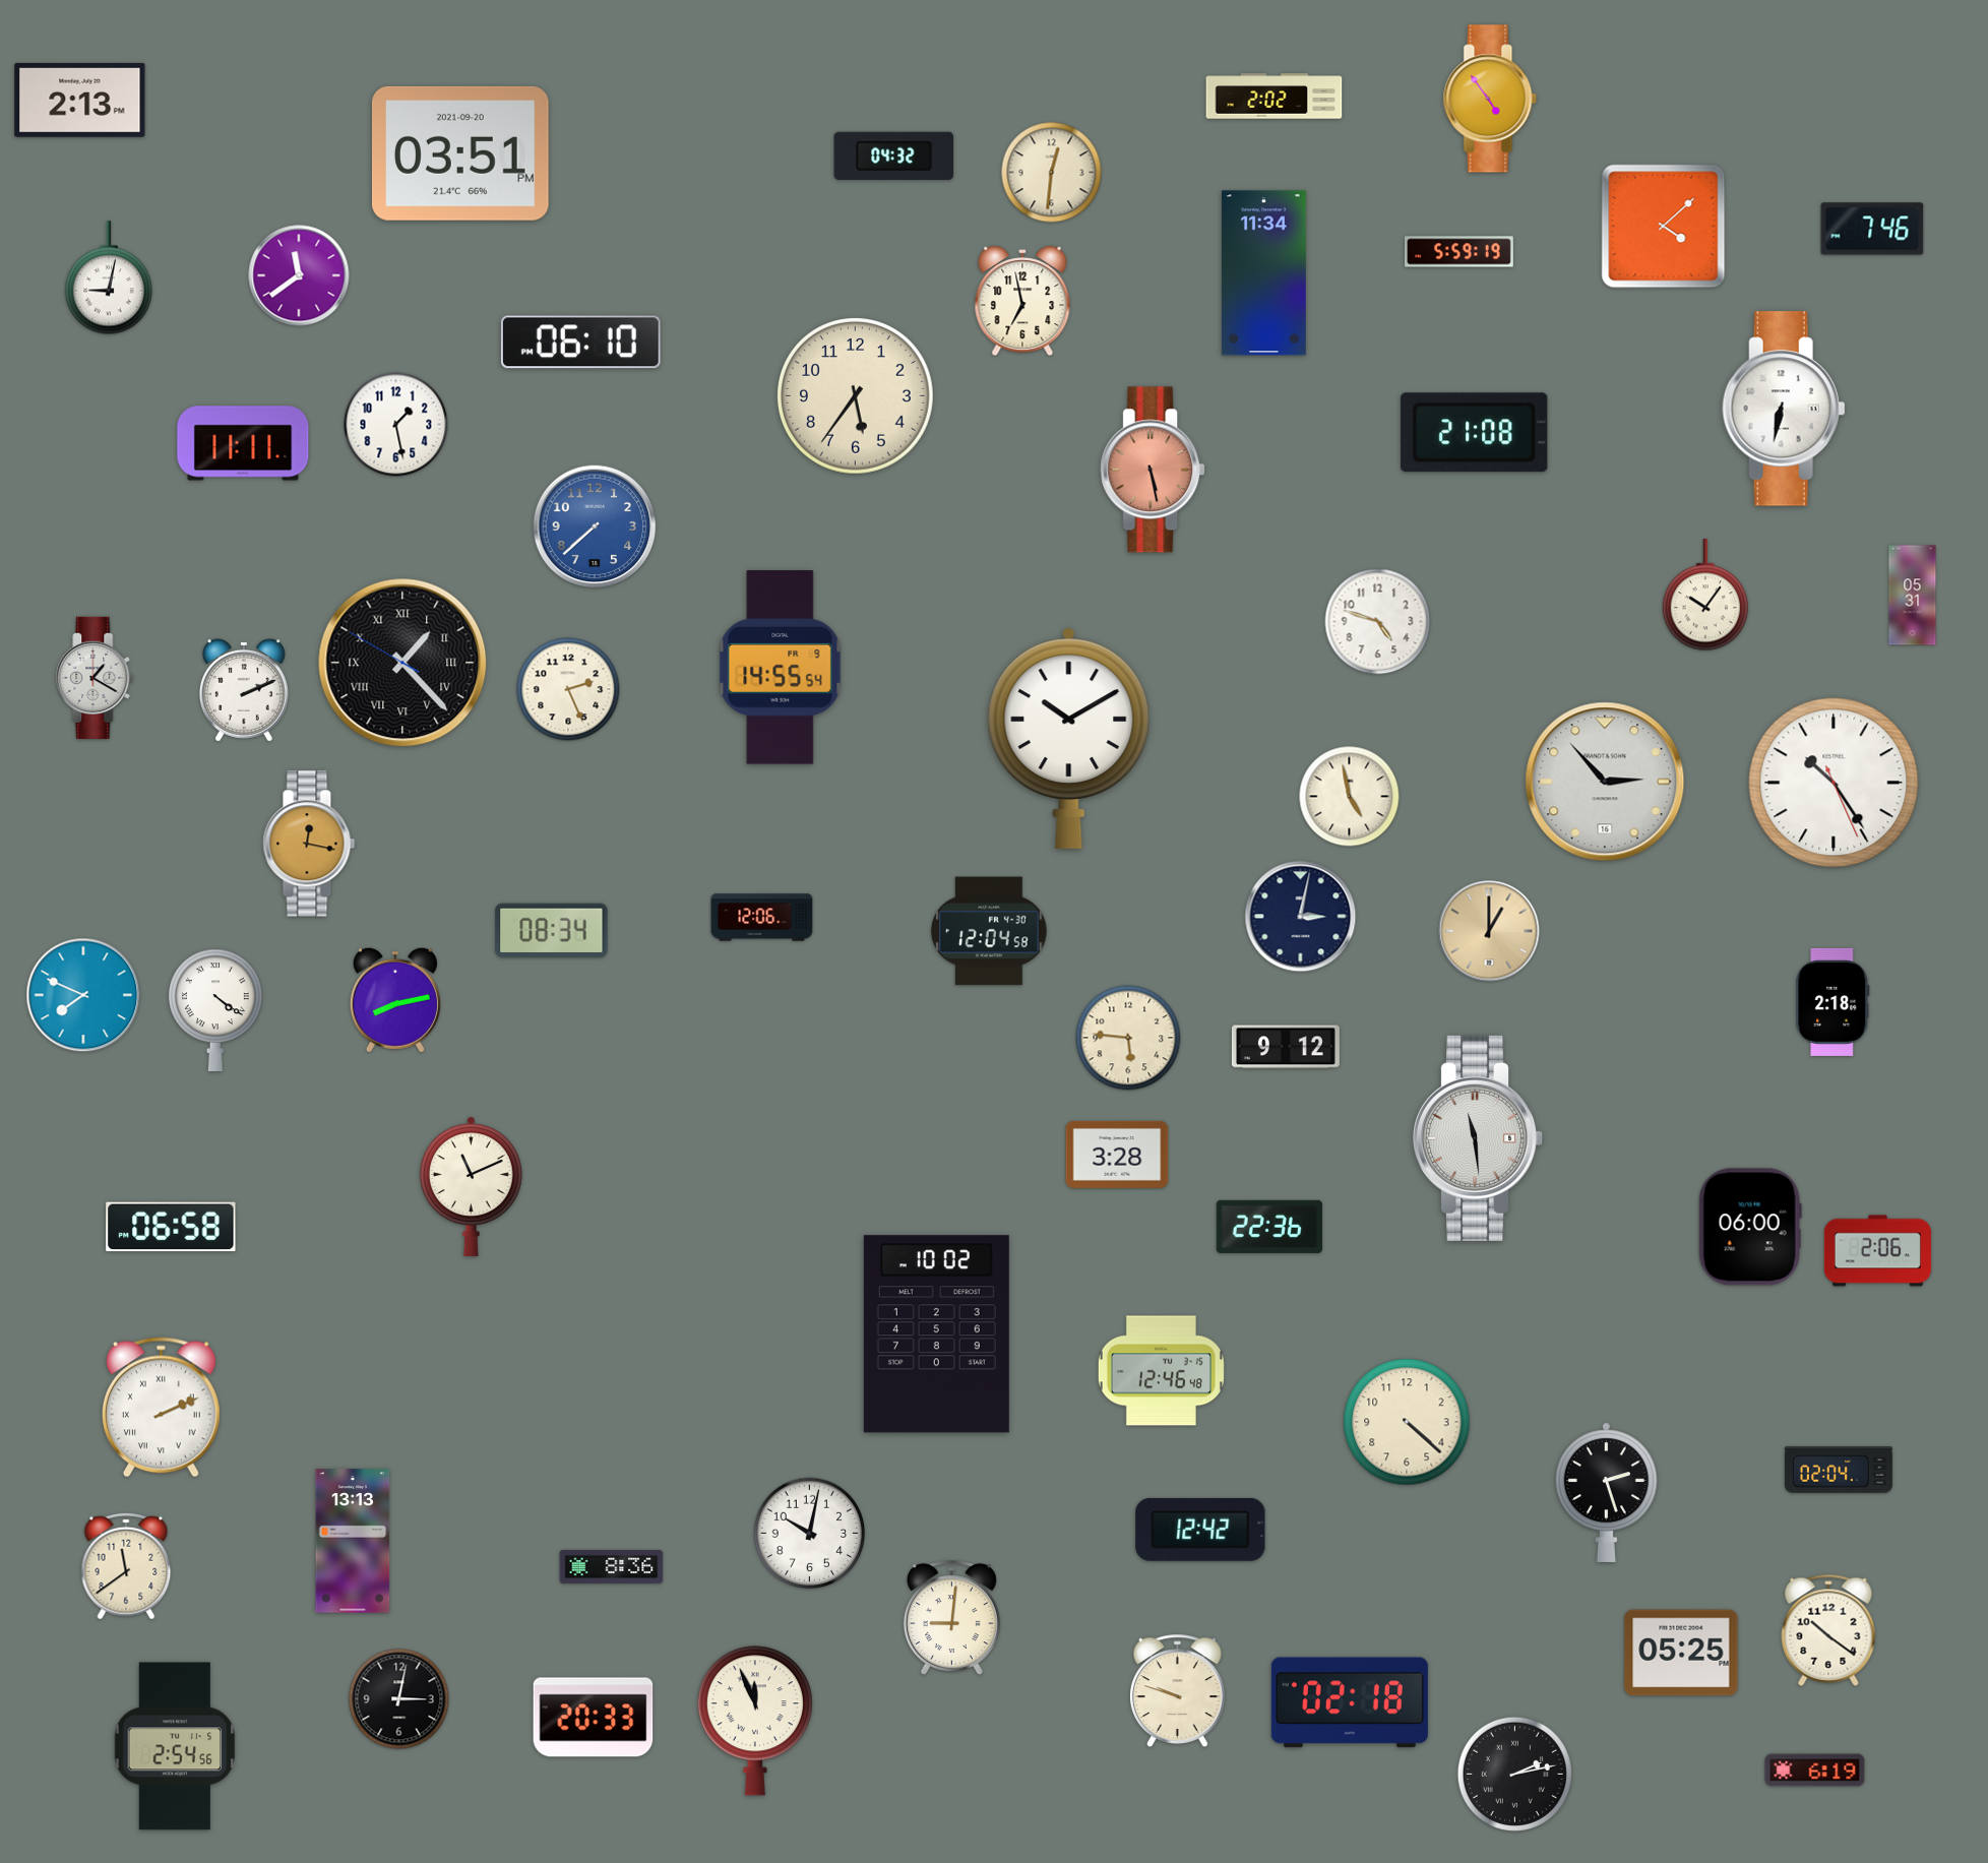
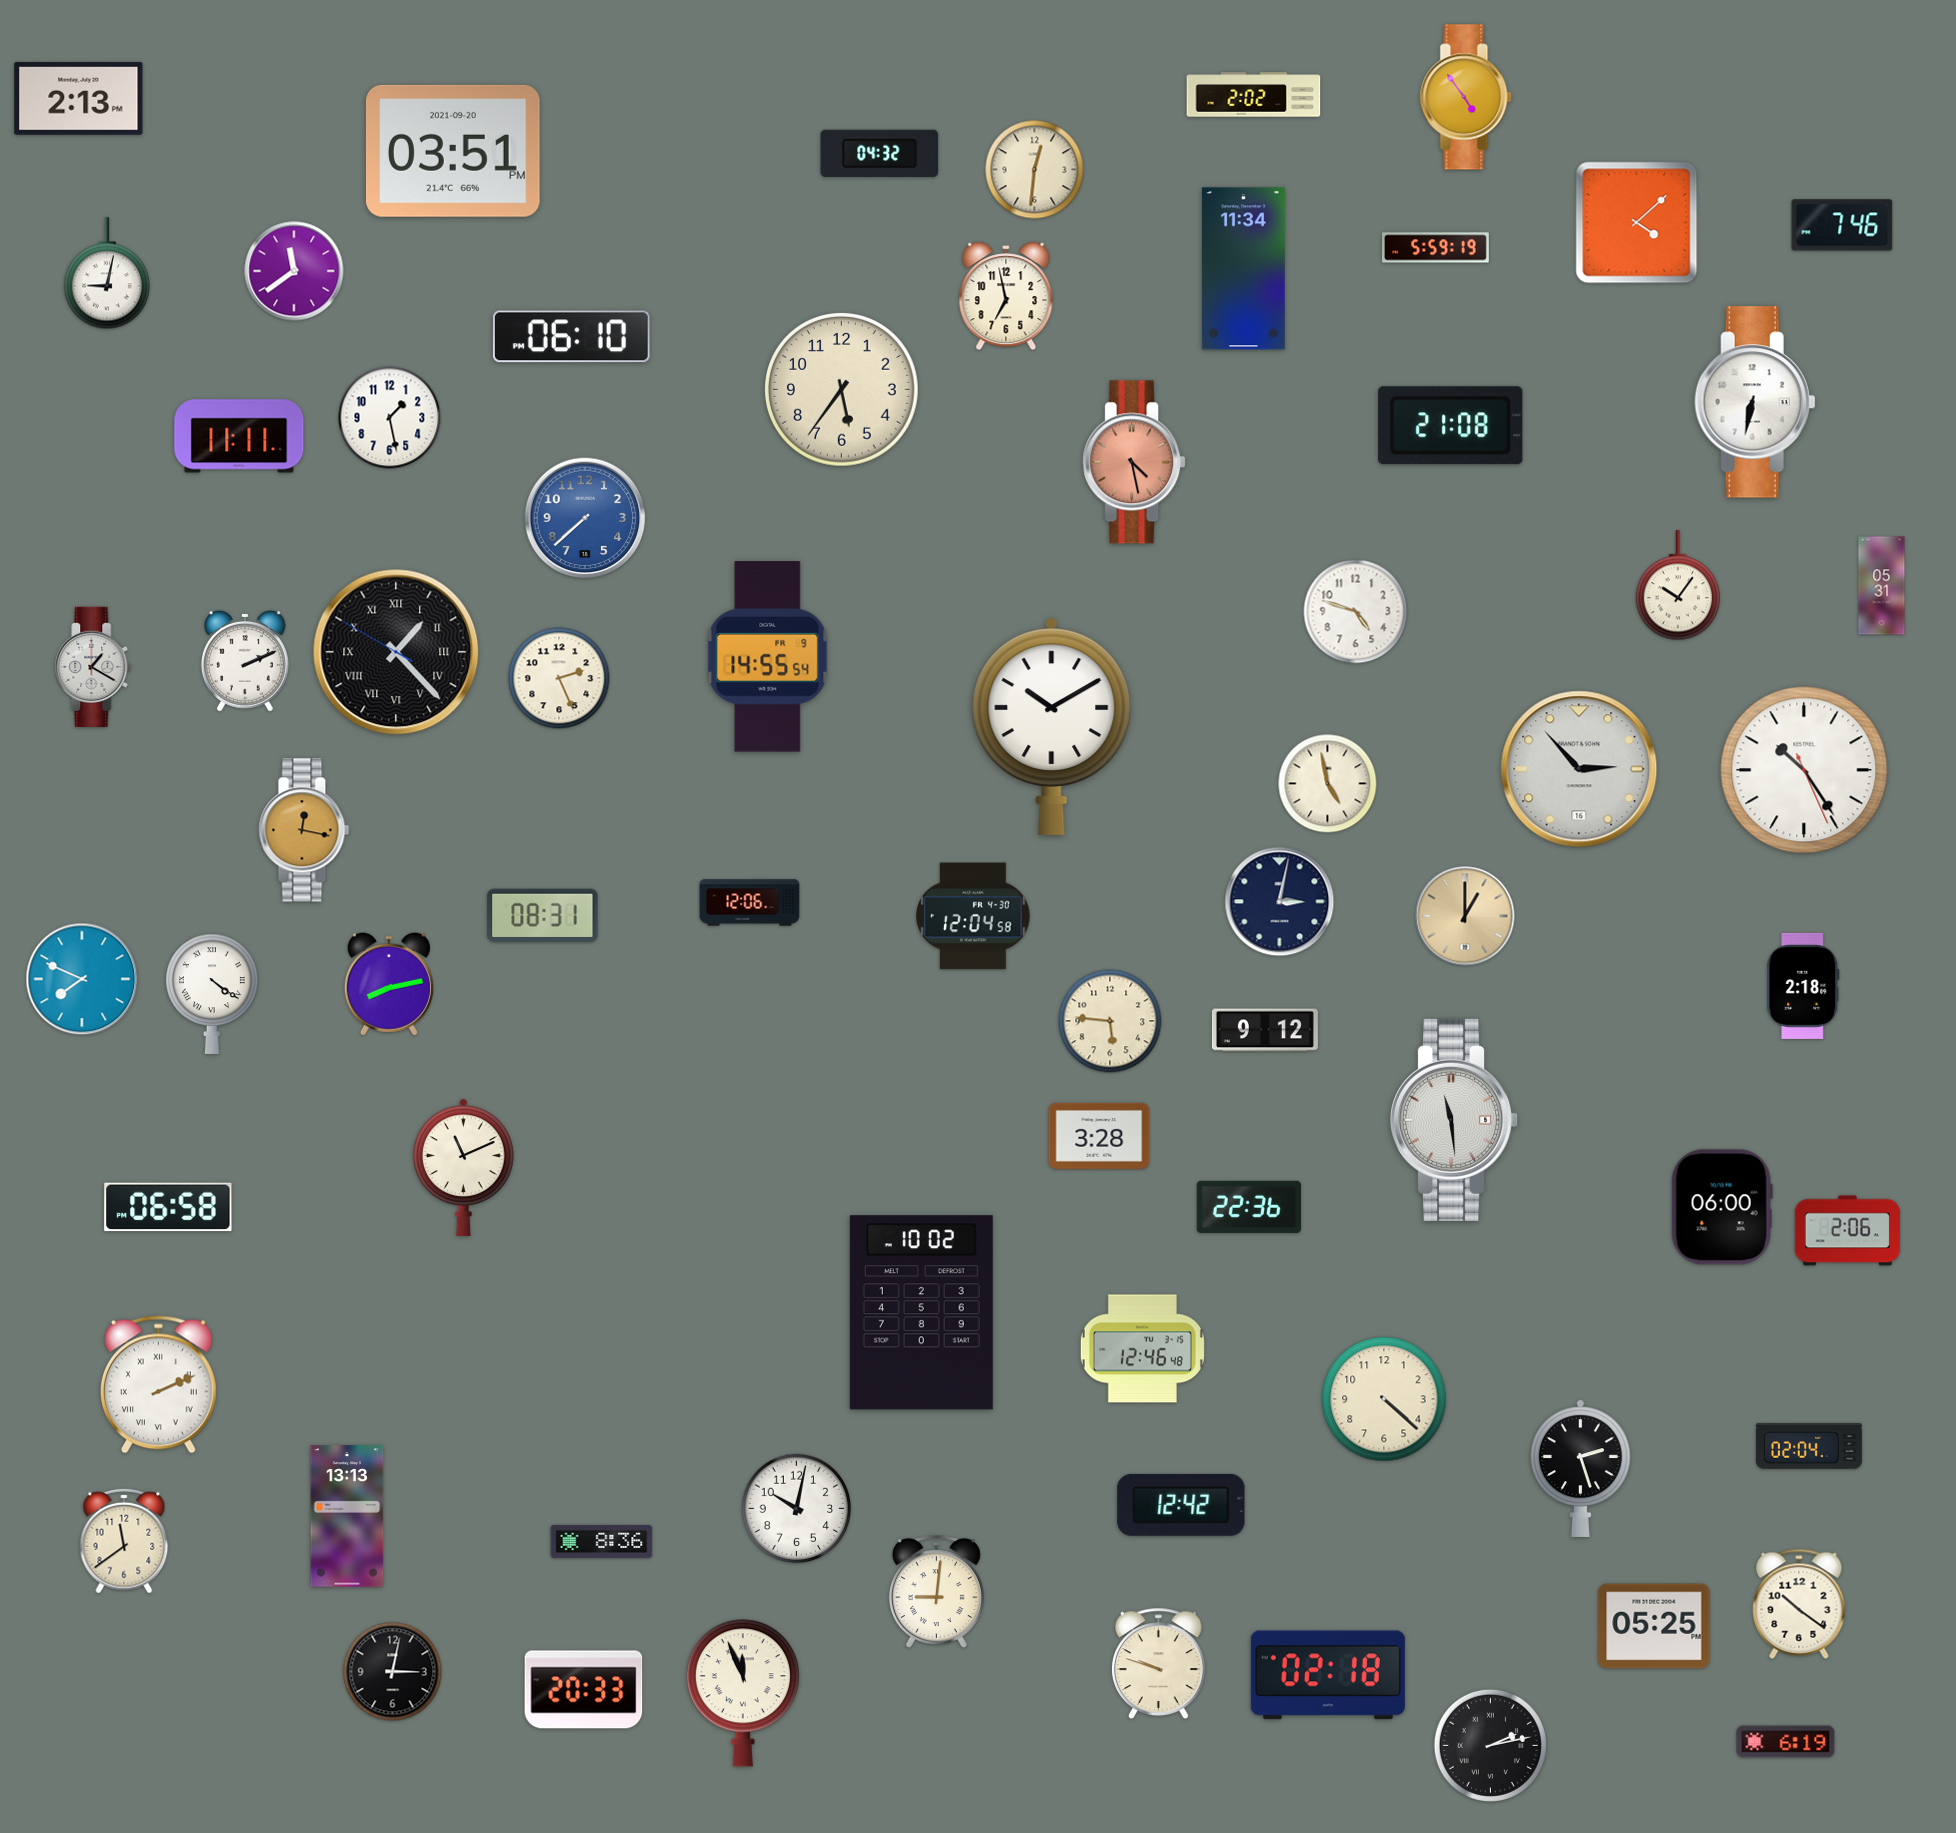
clock at (1153, 470): 5:28 -> 4:28
clock at (244, 690) position: (244, 690) -> (245, 661)
clock at (552, 930): 08:34 -> 08:31
clock at (175, 1746): 2:54 -> none
